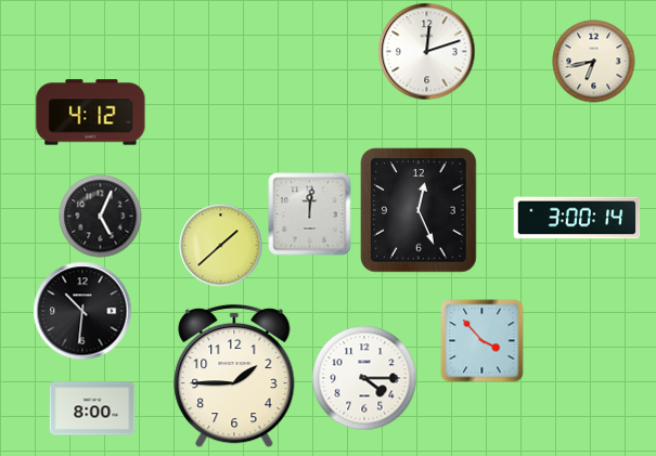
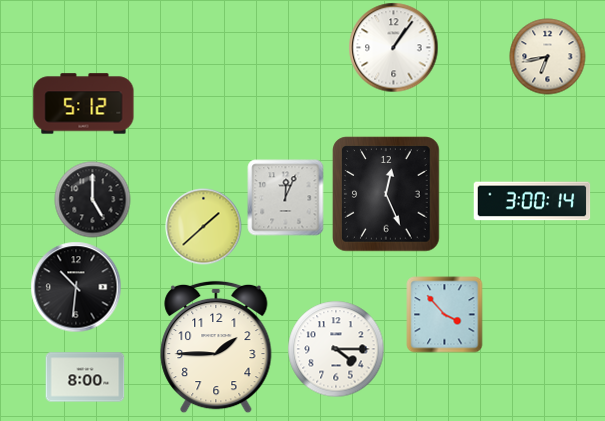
clock at (427, 52): 12:12 -> 1:06
clock at (91, 113): 4:12 -> 5:12
clock at (310, 214): 12:01 -> 12:04
clock at (101, 217): 5:04 -> 5:00
